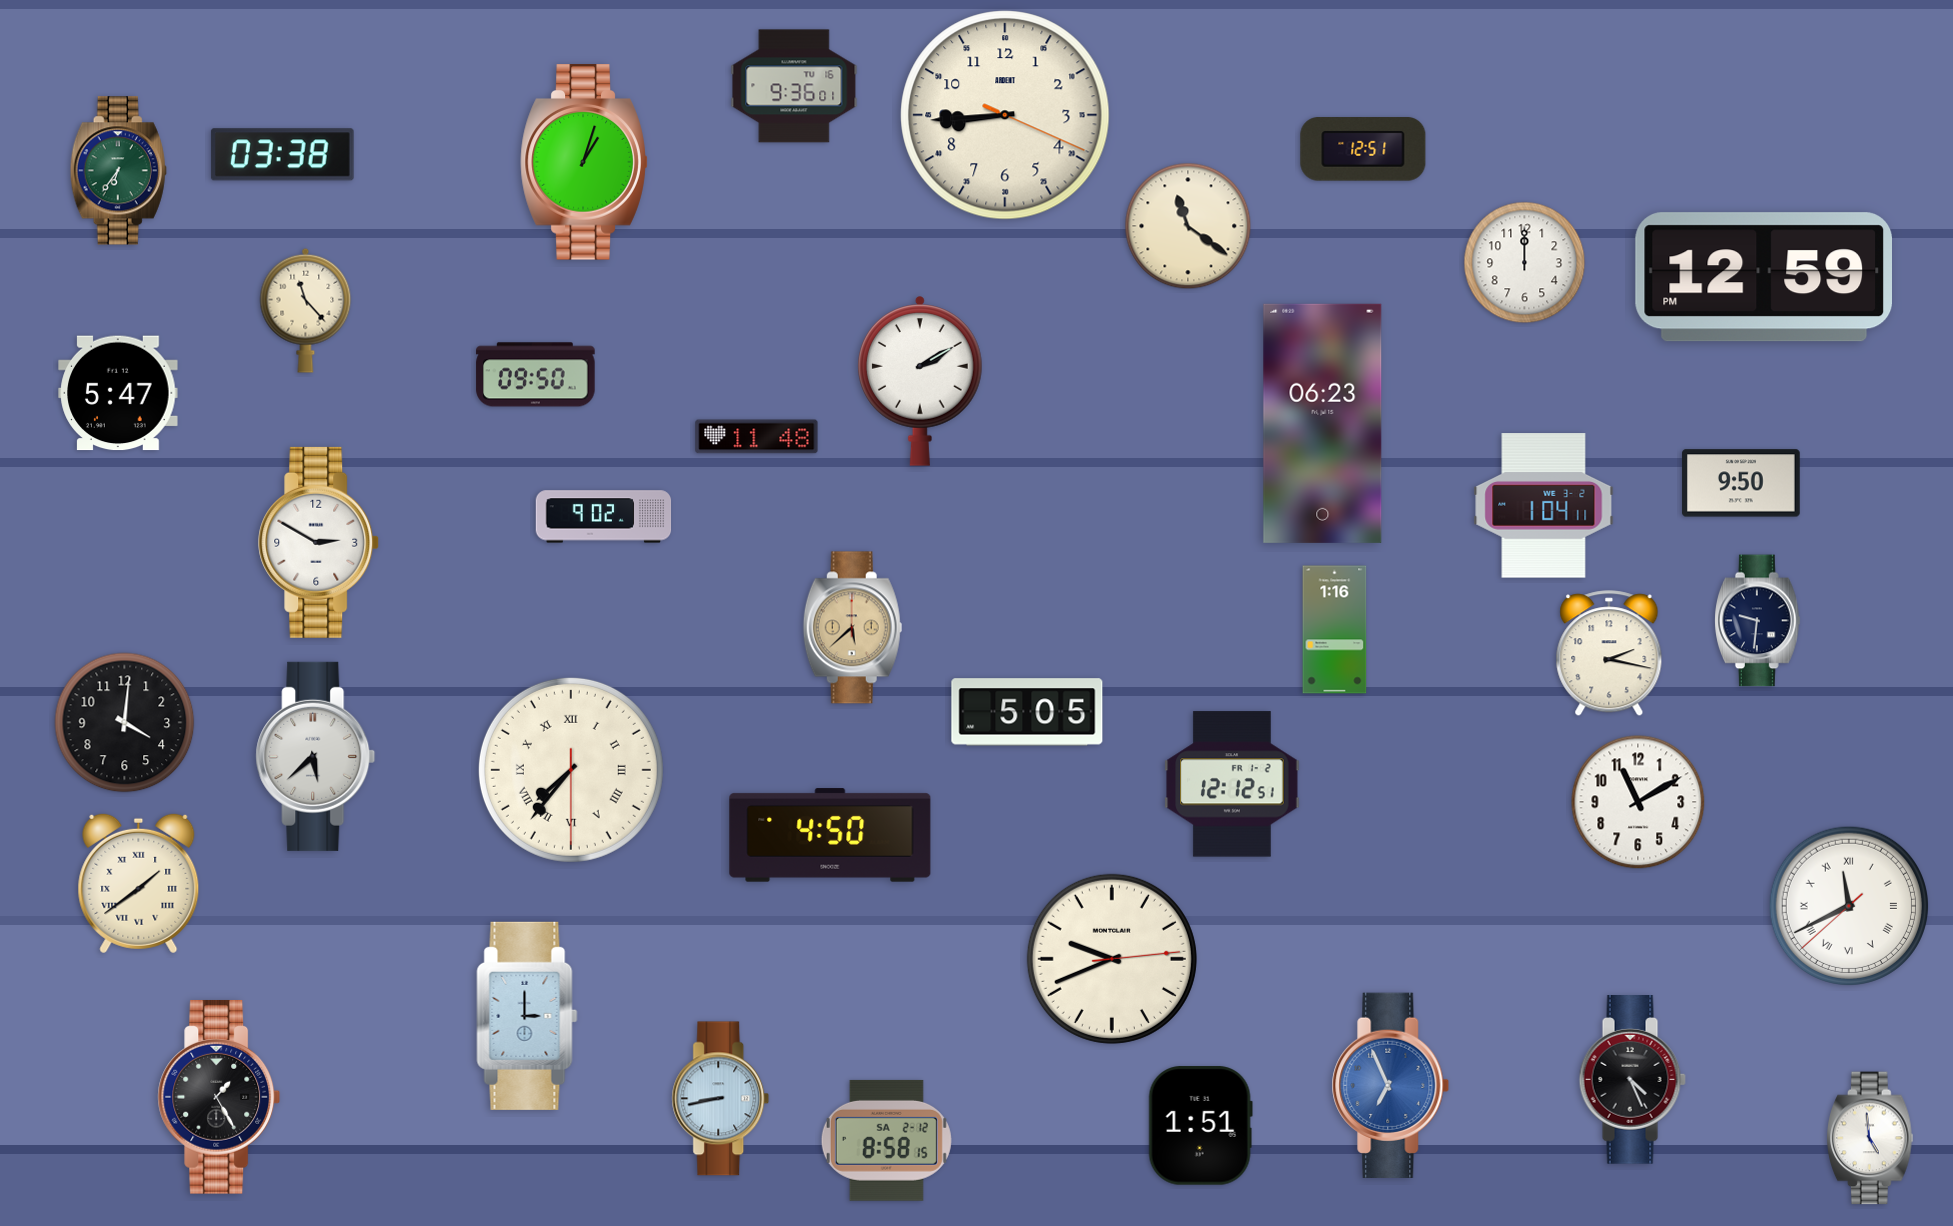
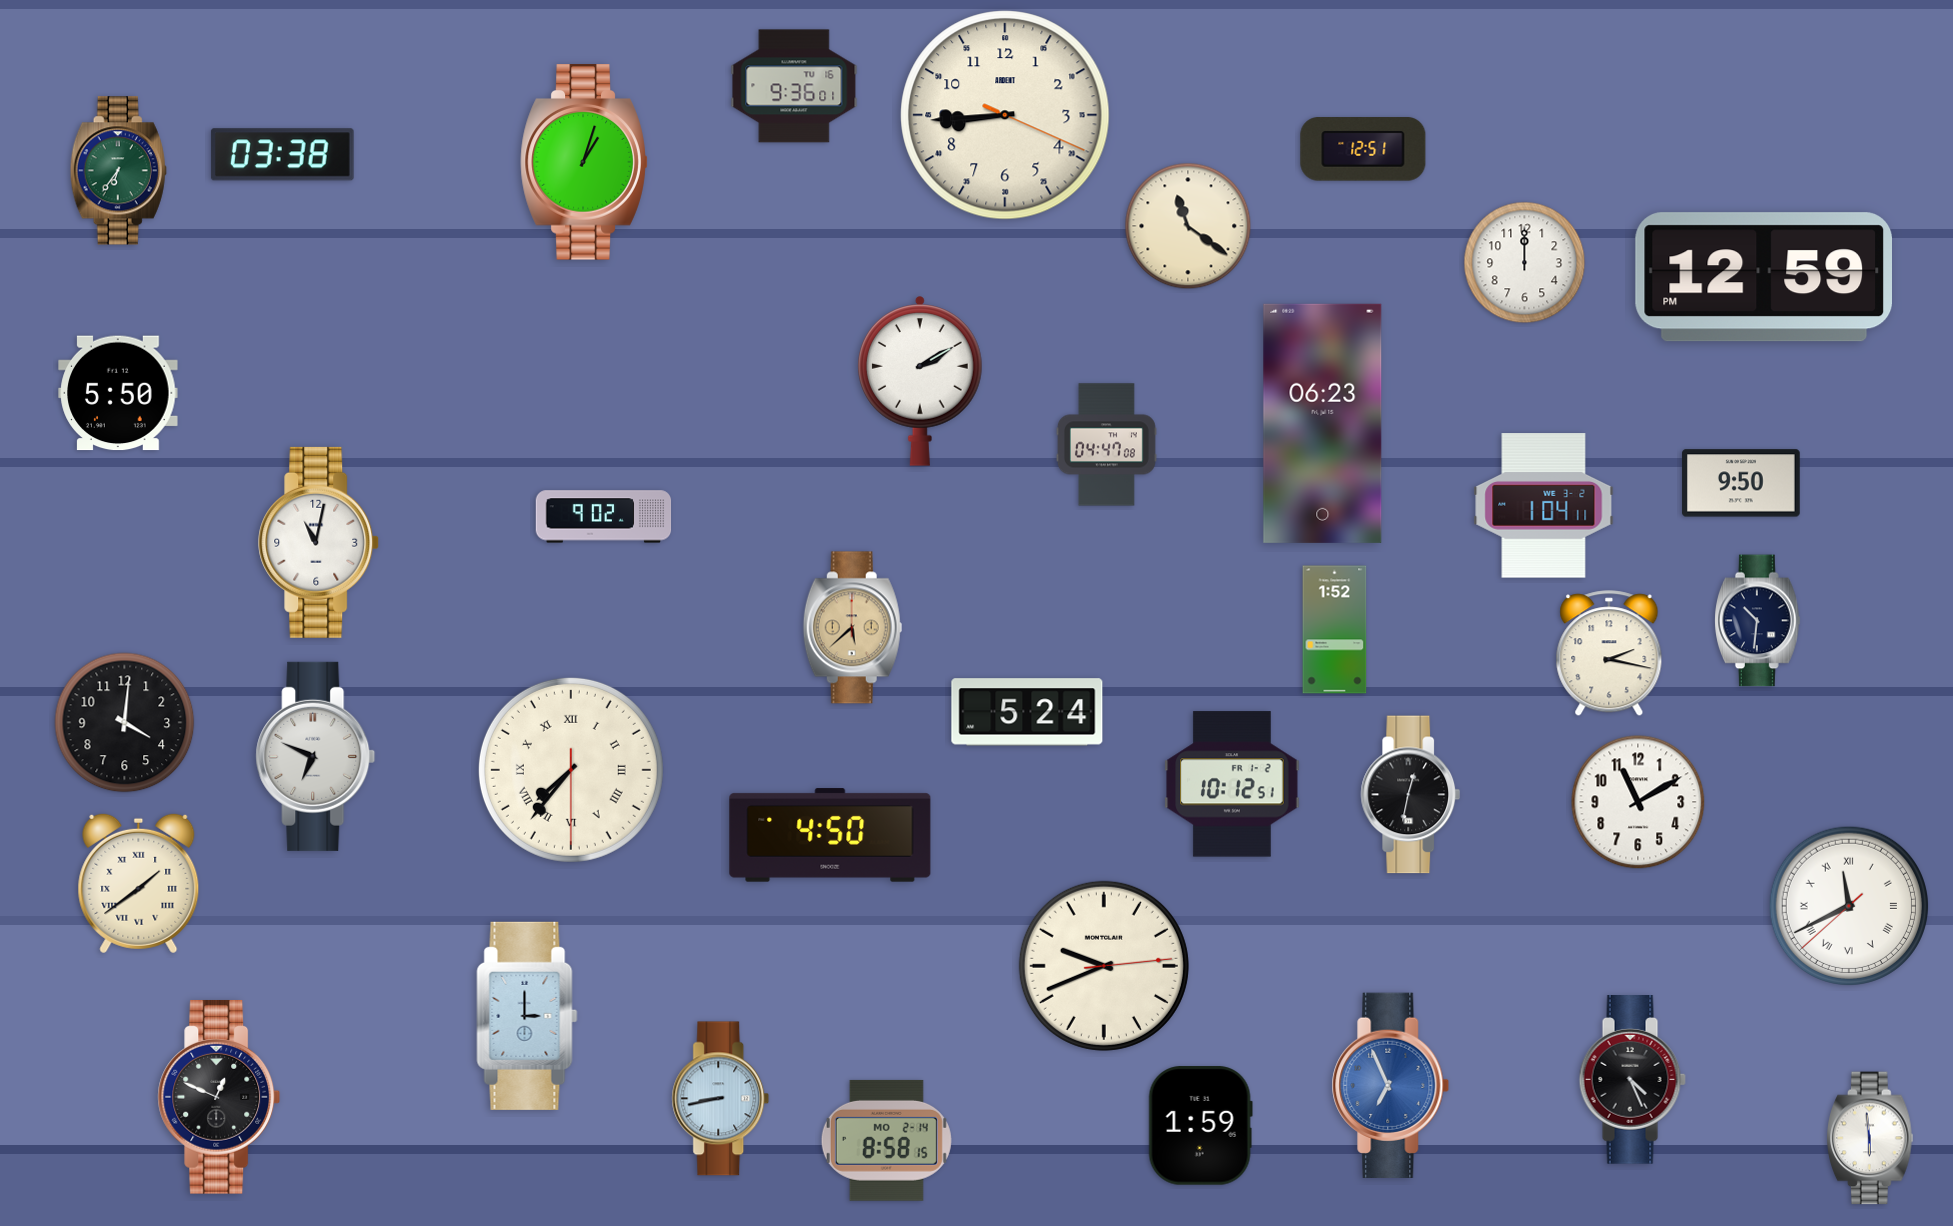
clock at (306, 310): 11:23 -> none
clock at (536, 375): 09:50 -> none
clock at (118, 393): 5:47 -> 5:50
clock at (757, 437): 11:48 -> none
clock at (1106, 445): none -> 04:47
clock at (319, 542): 2:50 -> 11:02
clock at (1758, 621): 9:31 -> 10:31
clock at (1335, 630): 1:16 -> 1:52
clock at (1027, 712): 5:05 -> 5:24
clock at (316, 756): 5:38 -> 6:49
clock at (1232, 784): 12:12 -> 10:12
clock at (1411, 795): none -> 12:32
clock at (1112, 959) position: (1112, 959) -> (1104, 966)
clock at (219, 1097): 1:25 -> 12:49
clock at (1200, 1126): 1:51 -> 1:59
clock at (1871, 1138): 4:59 -> 5:59
clock at (886, 1140) date: SA 2-12 -> MO 2-14
